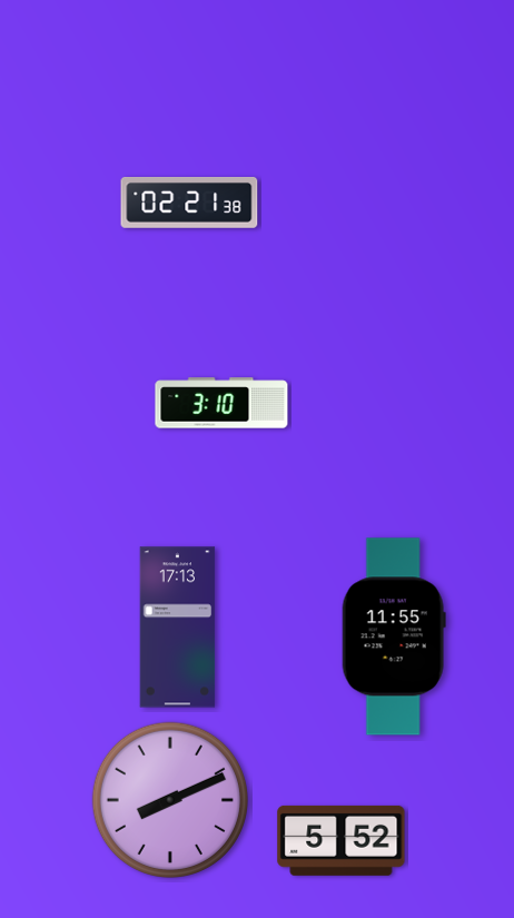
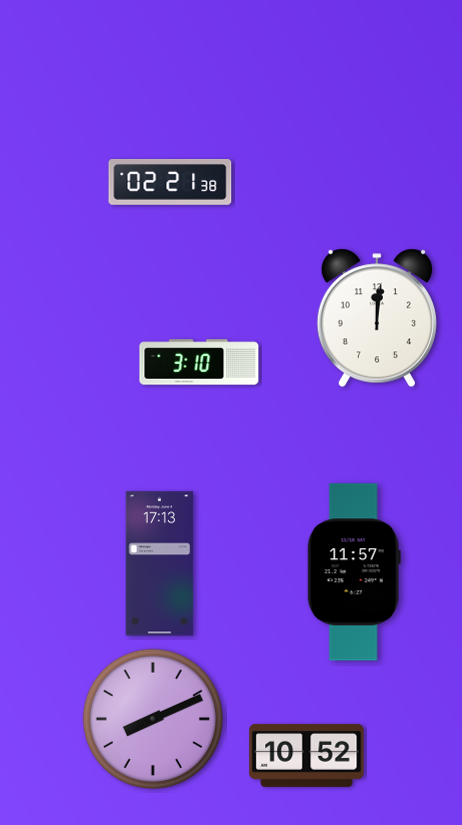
clock at (377, 318): none -> 12:01
clock at (394, 636): 11:55 -> 11:57
clock at (342, 840): 5:52 -> 10:52
